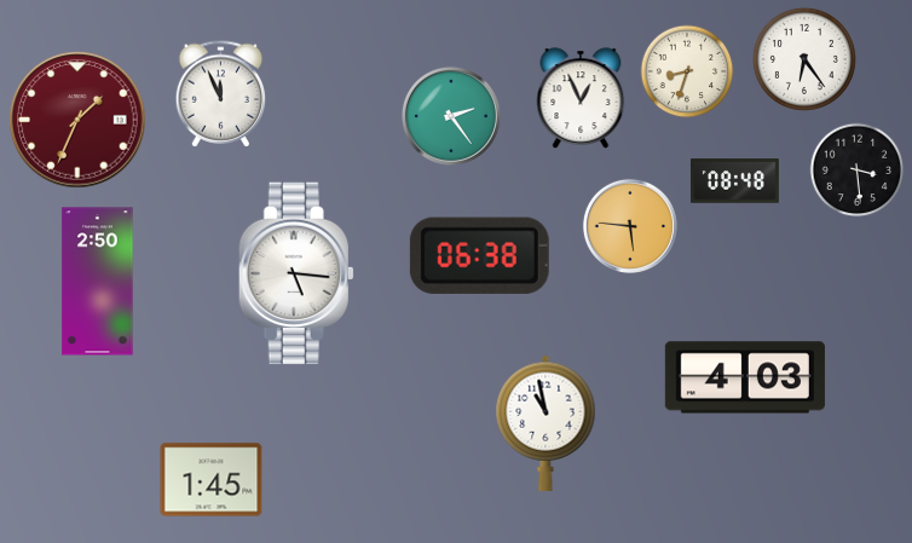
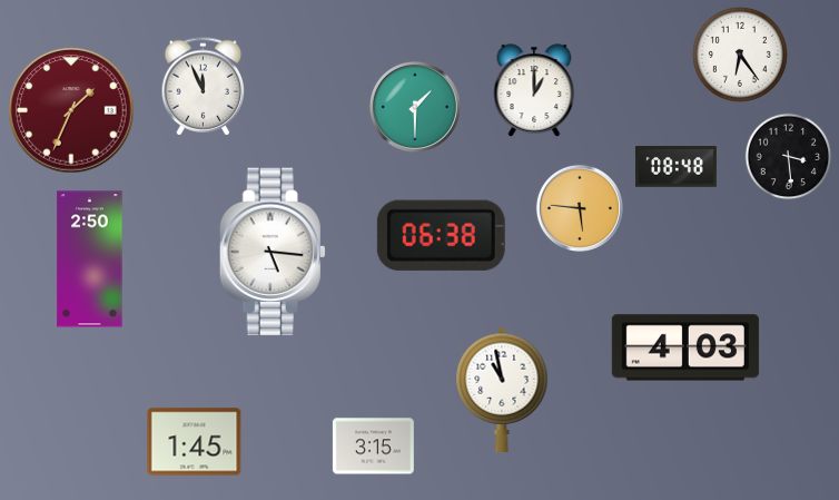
clock at (687, 71): 8:33 -> none
clock at (581, 98): 12:56 -> 1:00
clock at (451, 116): 2:24 -> 1:30
clock at (373, 447): none -> 3:15
